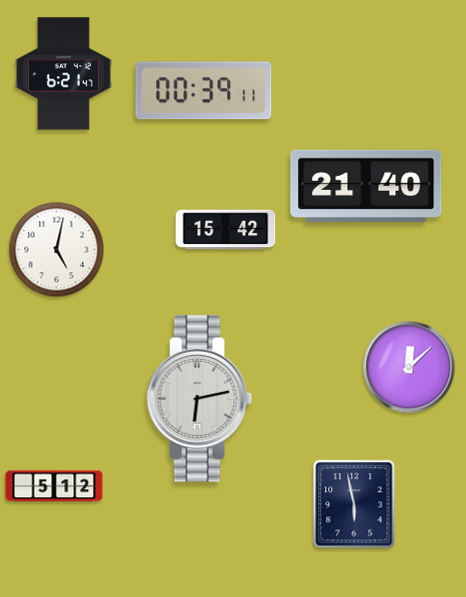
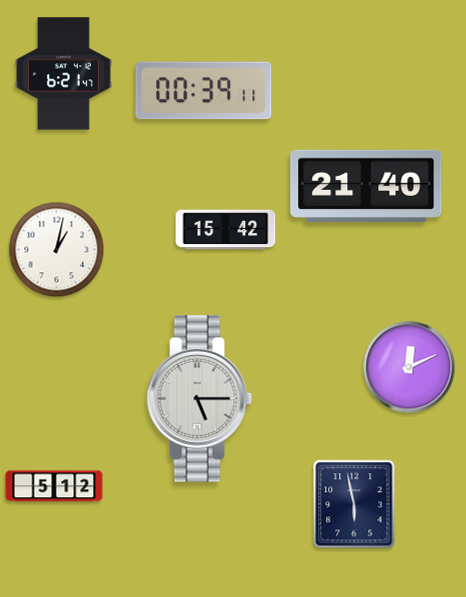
clock at (57, 250): 5:02 -> 1:02
clock at (409, 367): 12:08 -> 12:11
clock at (200, 399): 6:13 -> 5:15
